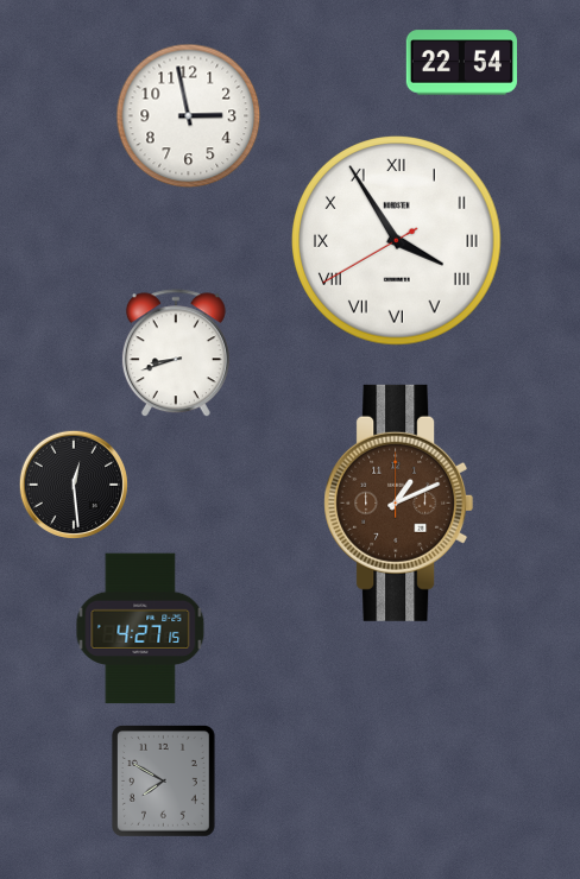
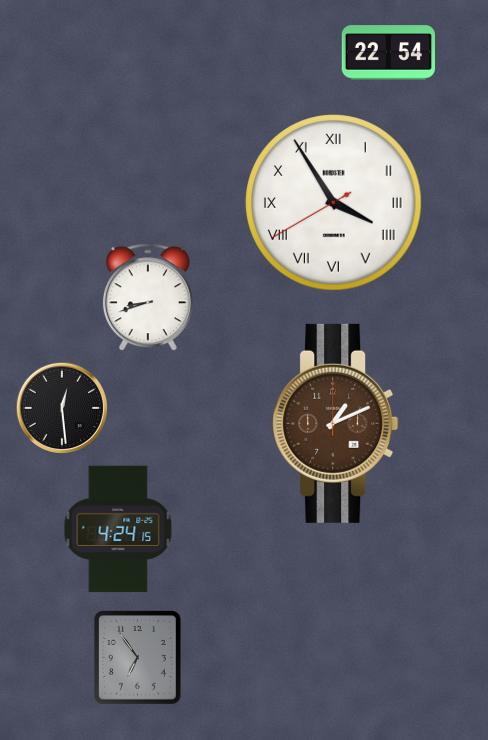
clock at (189, 116): 2:58 -> none
clock at (140, 628): 4:27 -> 4:24
clock at (164, 782): 7:50 -> 6:54
